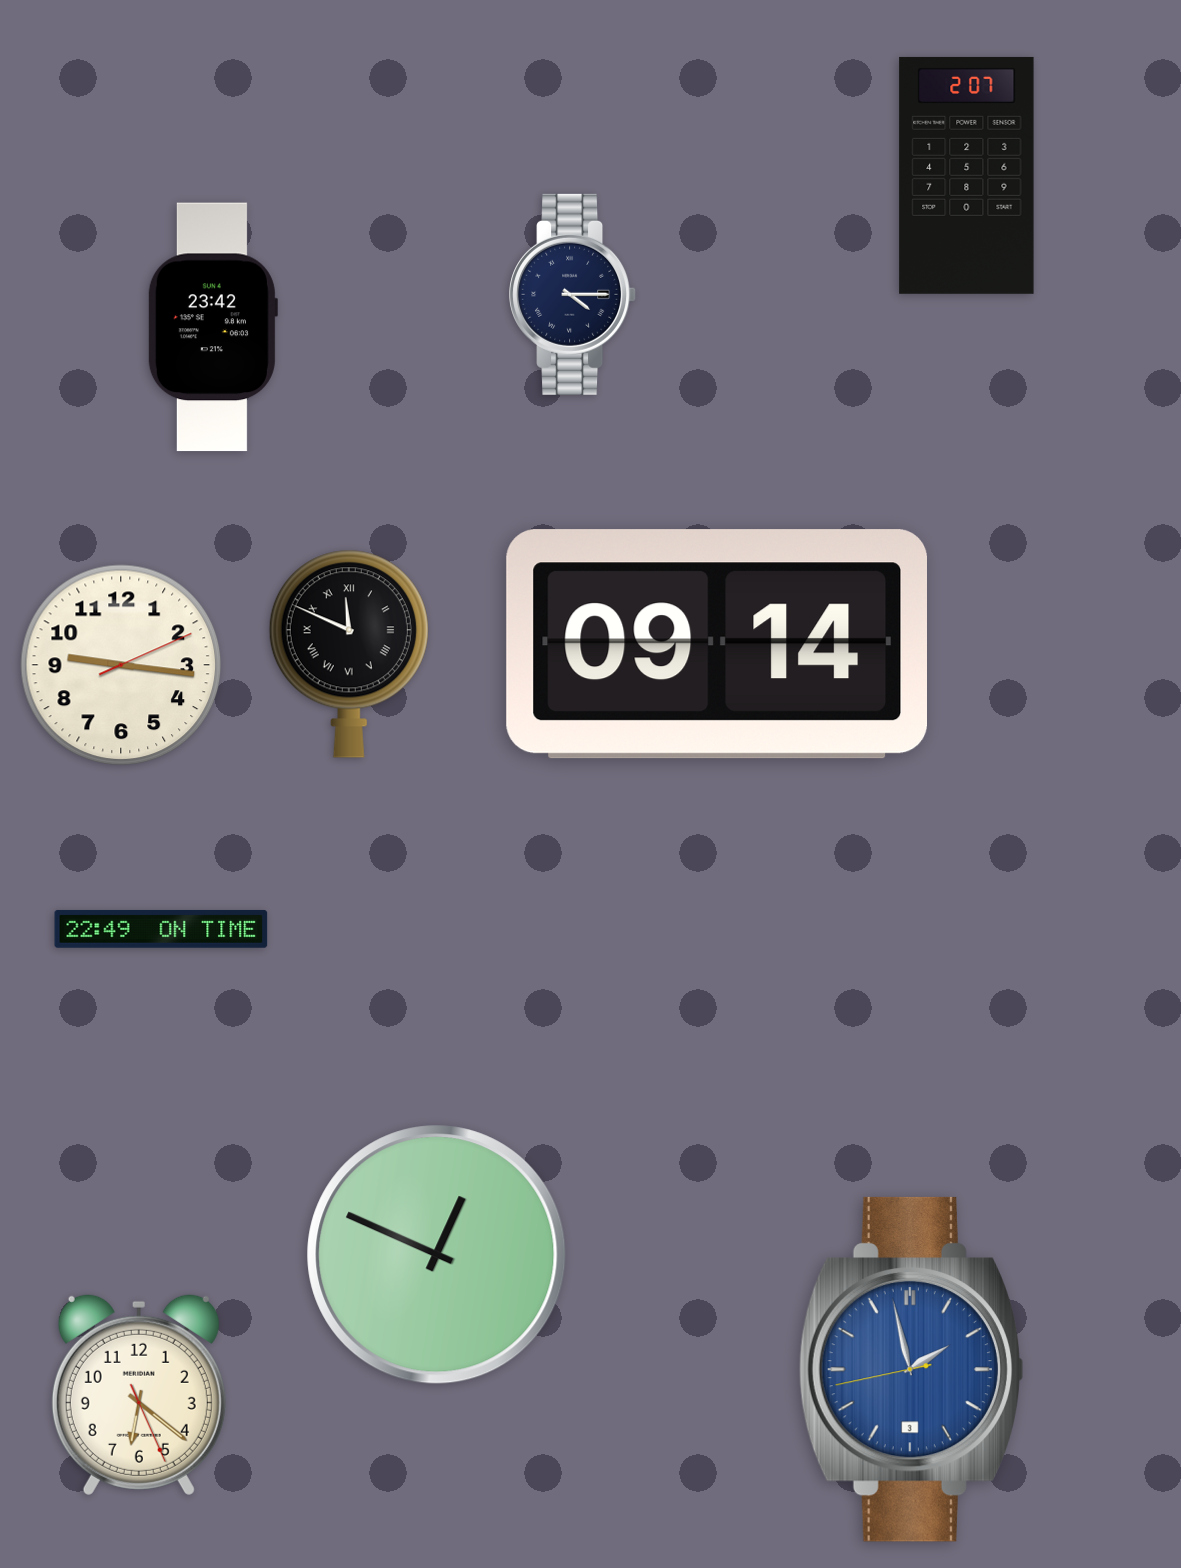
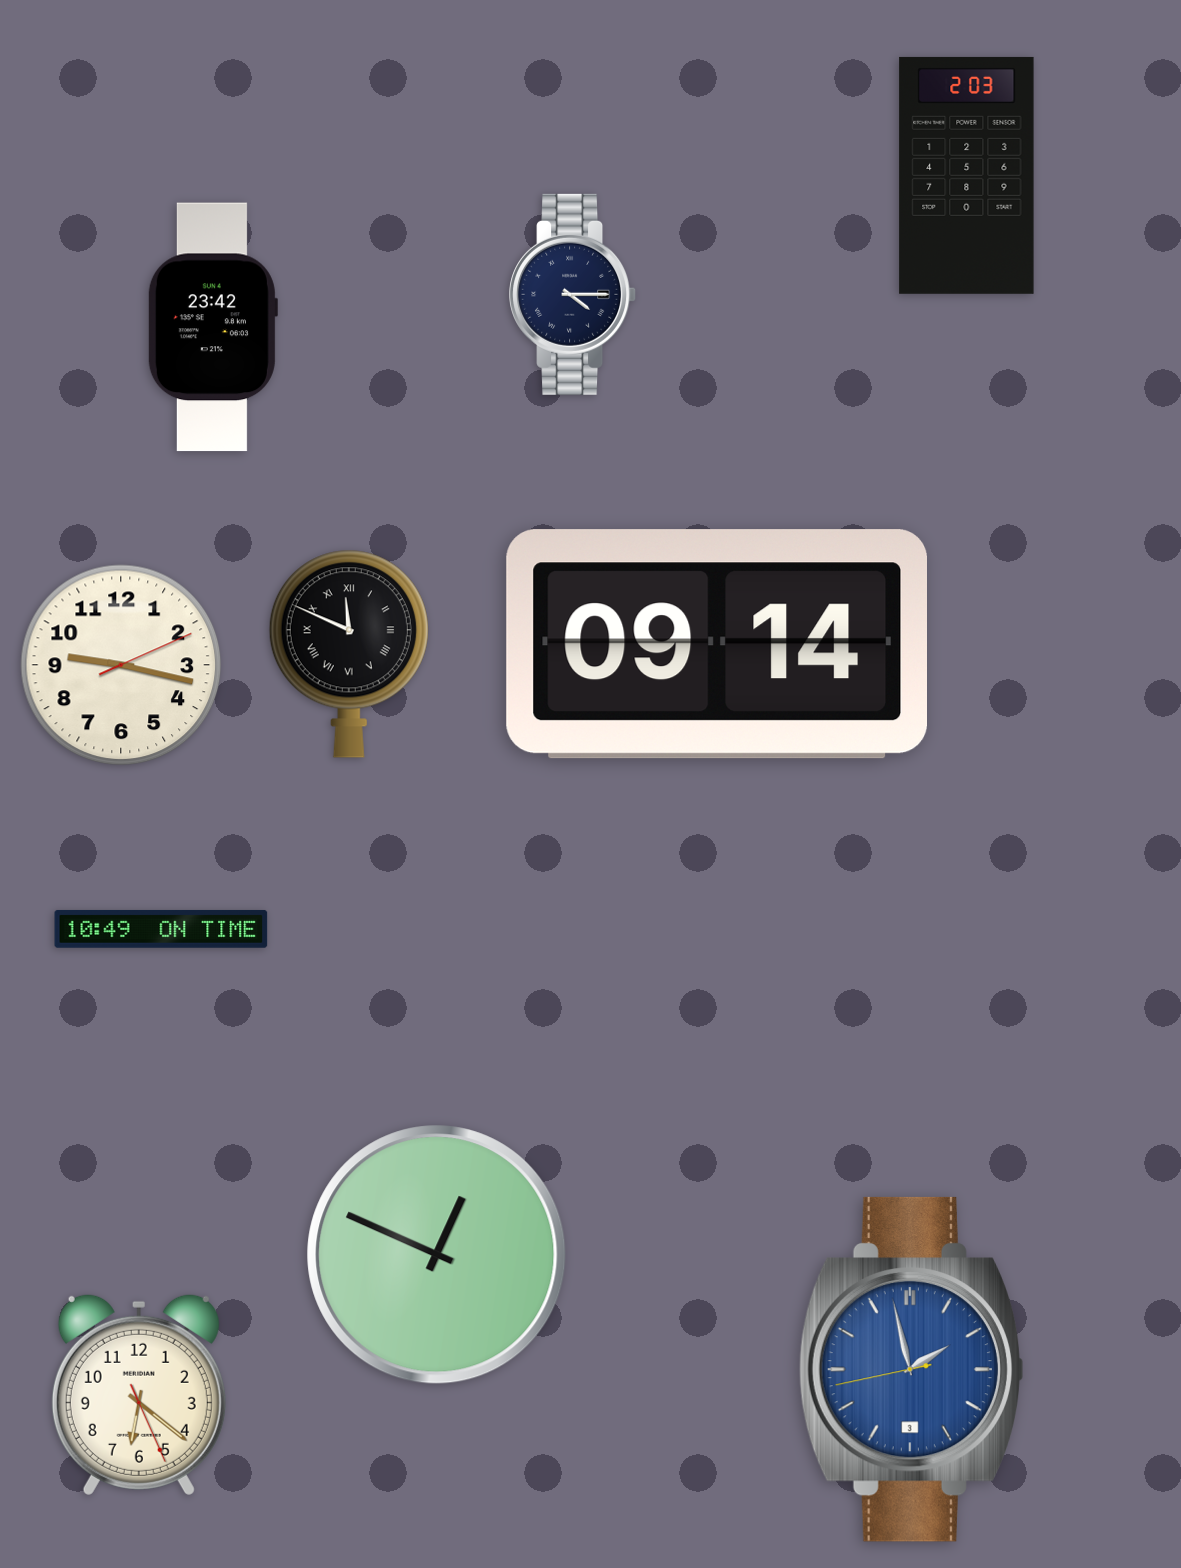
clock at (967, 175): 2:07 -> 2:03
clock at (121, 665): 9:16 -> 9:17
clock at (161, 929): 22:49 -> 10:49
